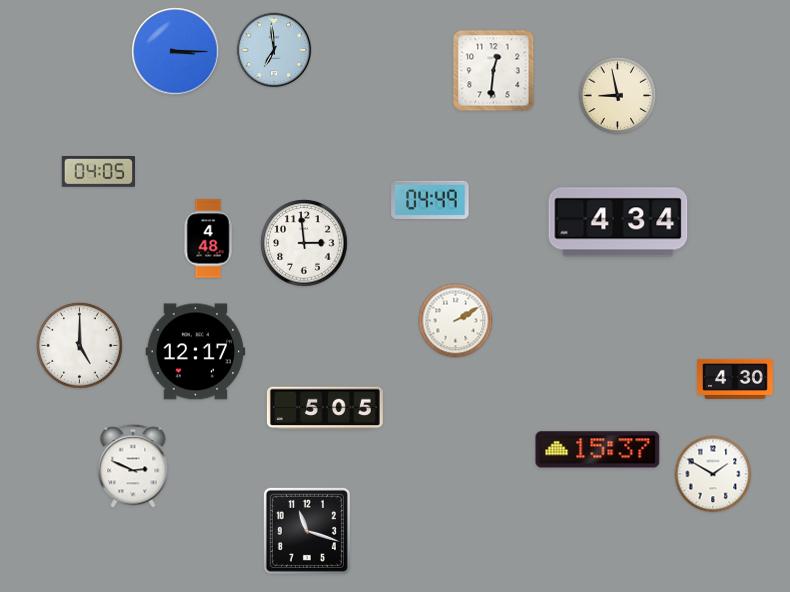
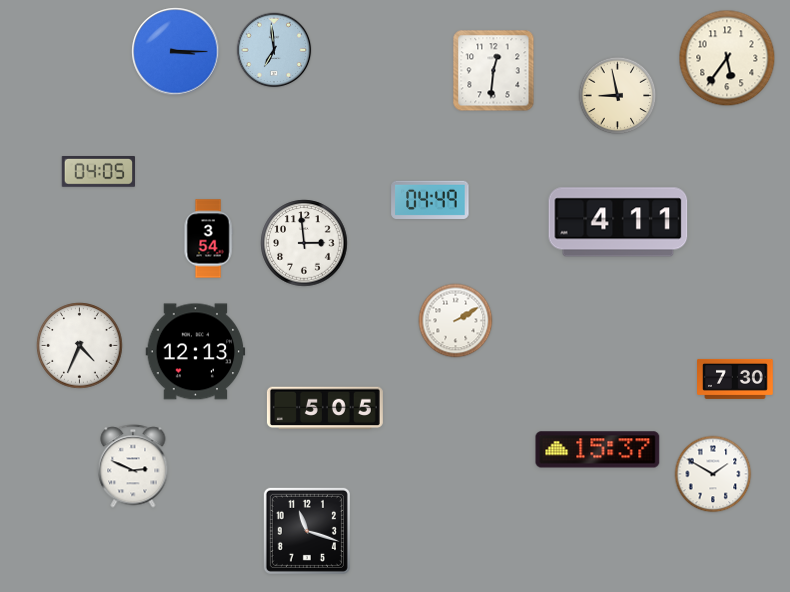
clock at (727, 58): none -> 5:36
clock at (618, 222): 4:34 -> 4:11
clock at (208, 239): 4:48 -> 3:54
clock at (80, 346): 5:00 -> 4:34
clock at (196, 352): 12:17 -> 12:13
clock at (736, 379): 4:30 -> 7:30
